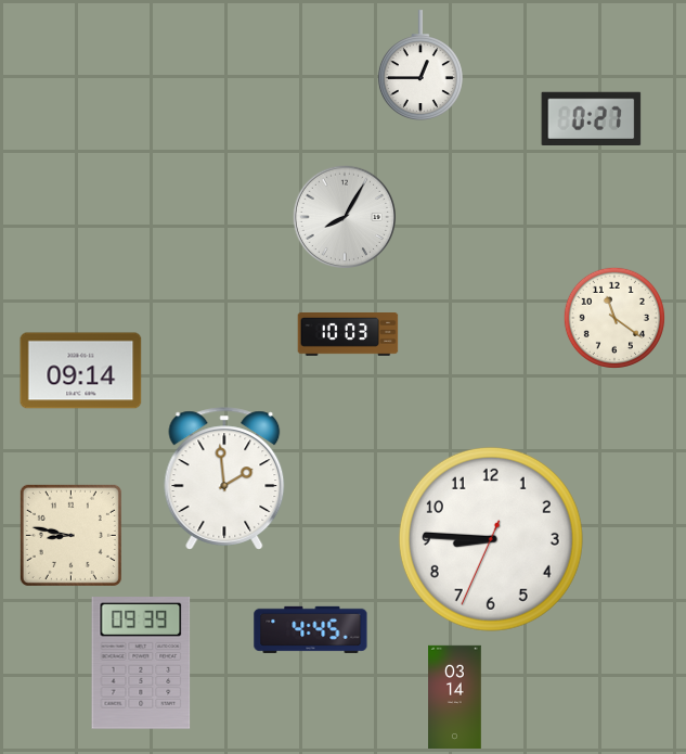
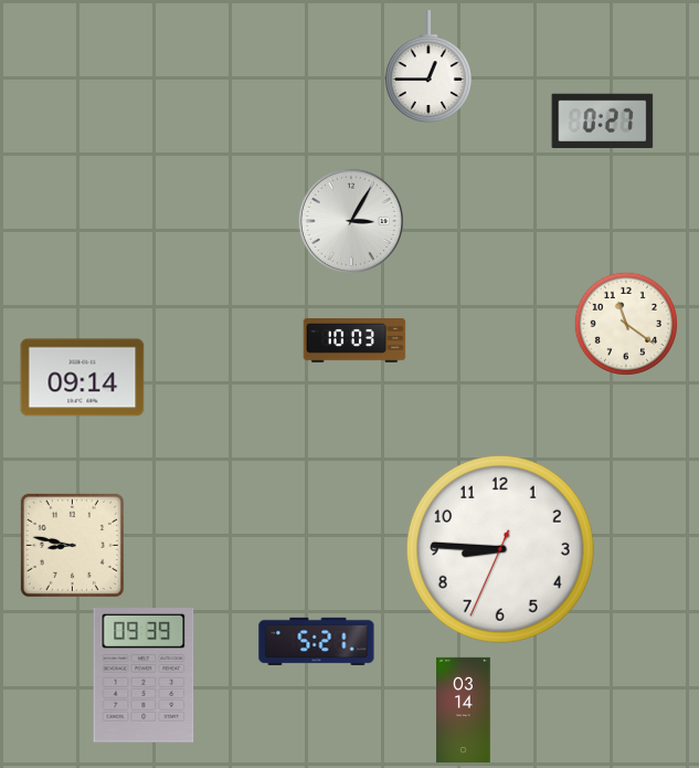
clock at (344, 216): 8:05 -> 3:05
clock at (224, 478): 1:59 -> none
clock at (311, 629): 4:45 -> 5:21
